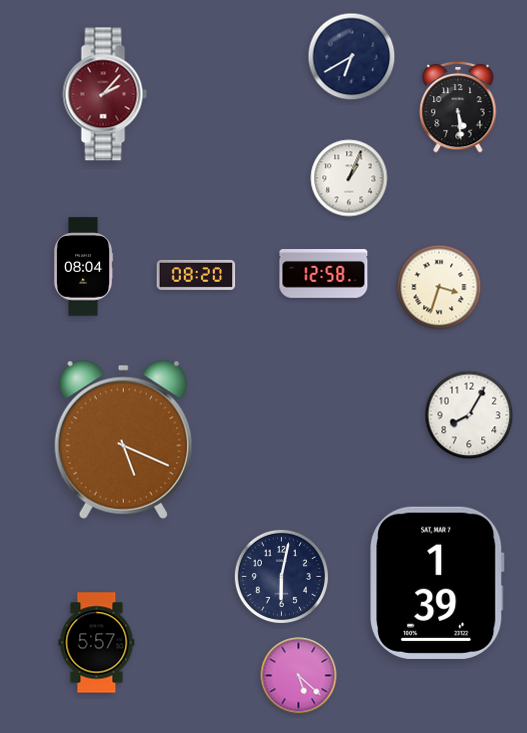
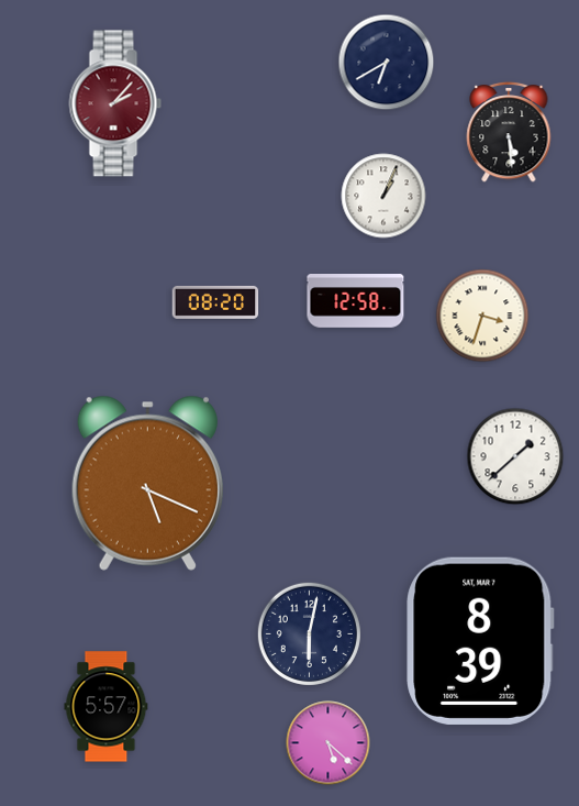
clock at (458, 107) position: (458, 107) -> (509, 132)
clock at (83, 267): 08:04 -> none
clock at (469, 415): 8:05 -> 1:38
clock at (123, 439) position: (123, 439) -> (147, 483)
clock at (437, 583): 1:39 -> 8:39
